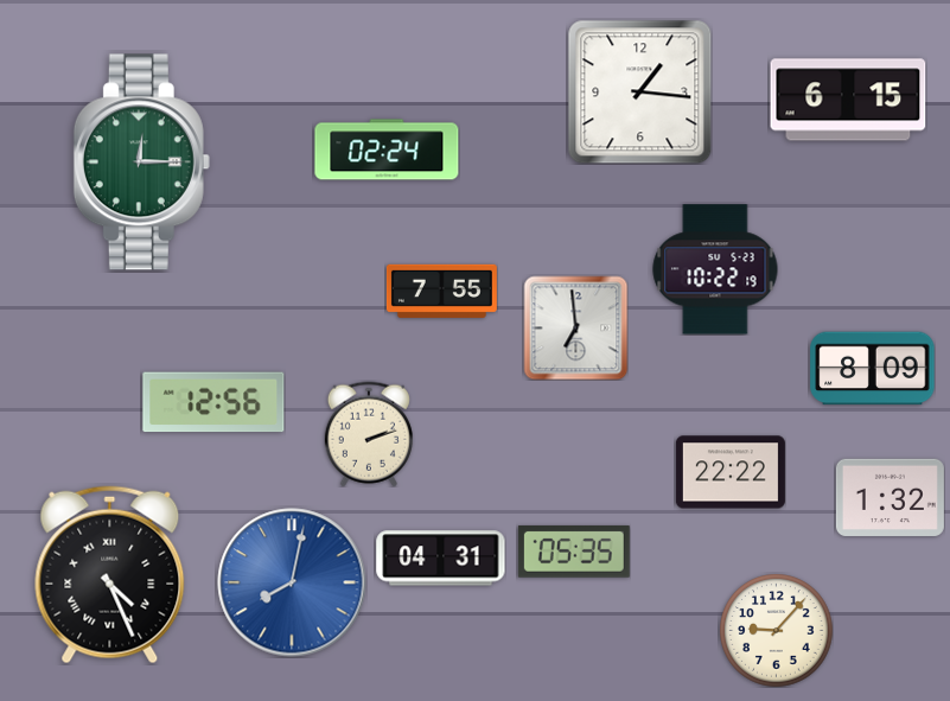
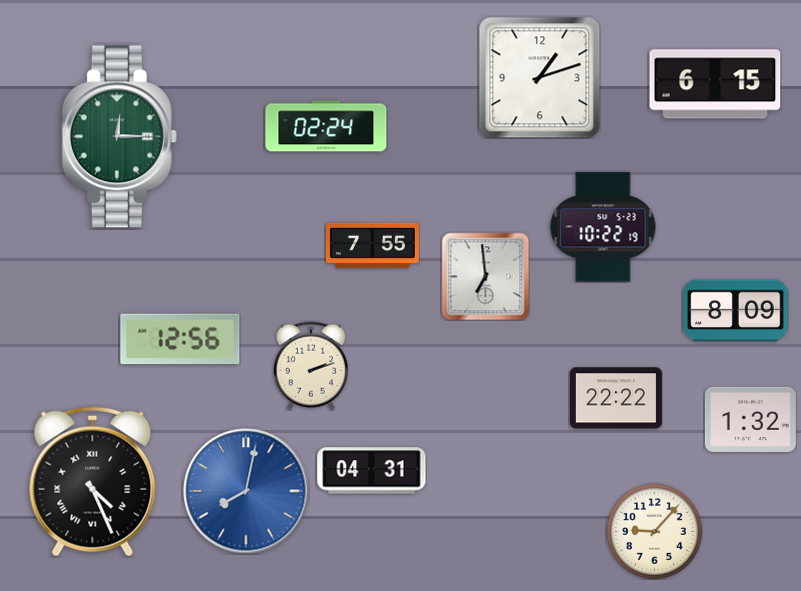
clock at (640, 93): 1:16 -> 1:12
clock at (574, 552): 05:35 -> none
clock at (110, 575) position: (110, 575) -> (93, 482)
